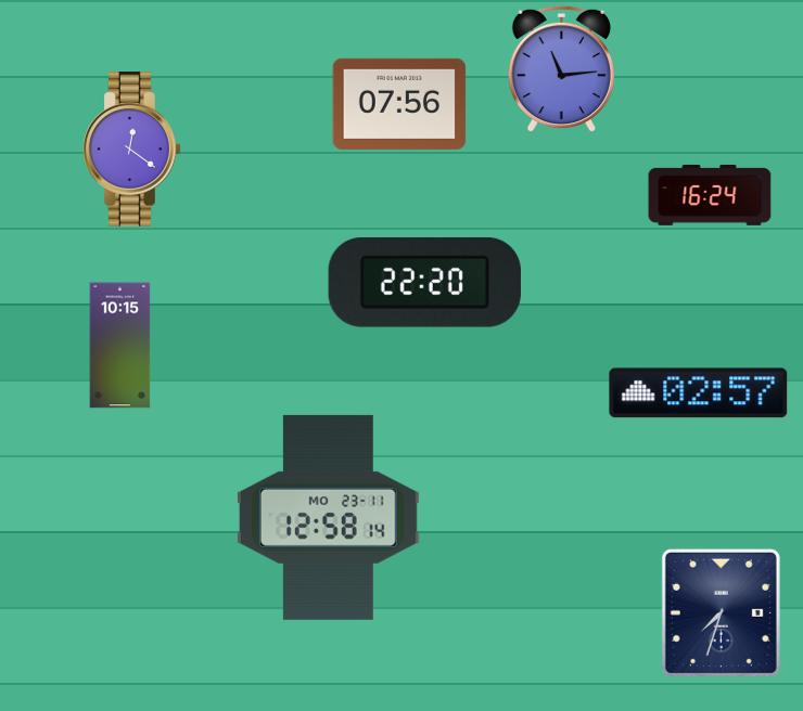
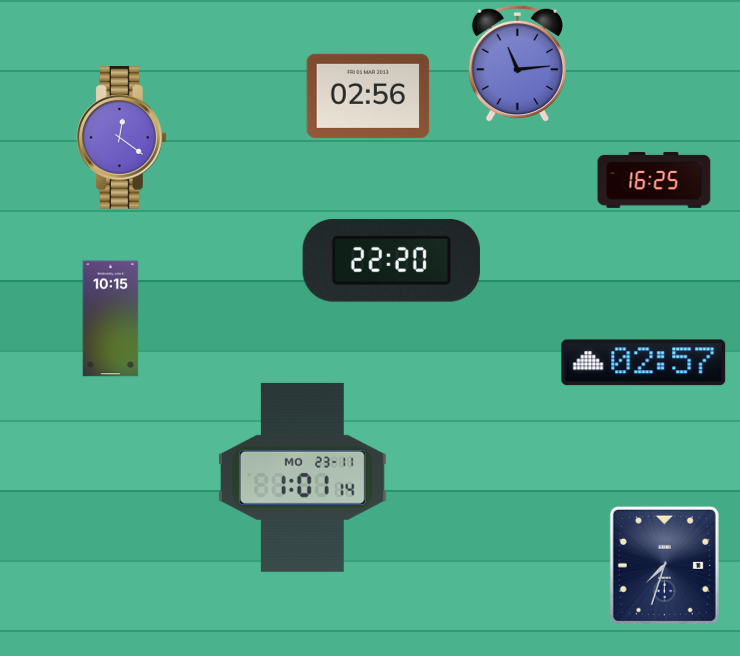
clock at (399, 104): 07:56 -> 02:56
clock at (710, 195): 16:24 -> 16:25
clock at (328, 517): 12:58 -> 1:01
